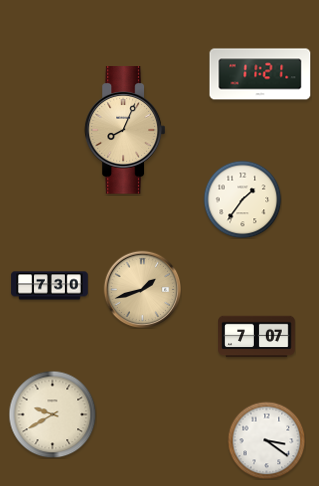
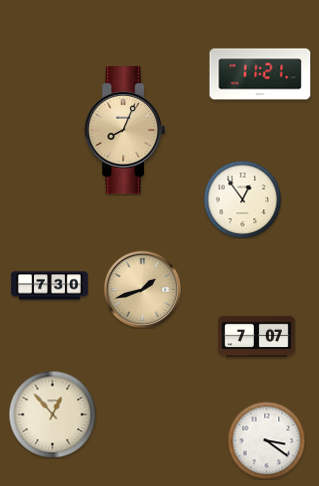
clock at (242, 199): 1:36 -> 12:54
clock at (52, 414): 9:40 -> 12:53
